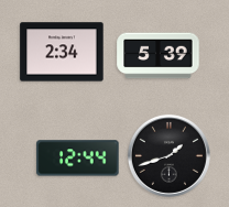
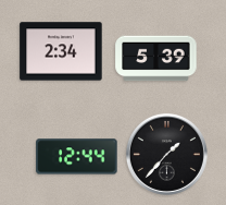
clock at (159, 56) position: (159, 56) -> (156, 59)
clock at (168, 155): 1:42 -> 1:37
